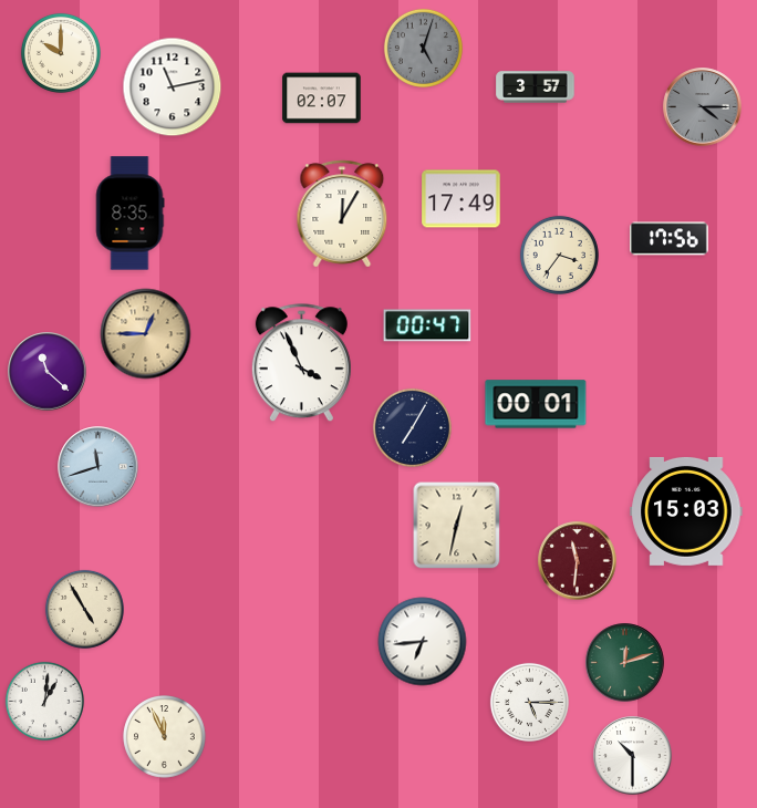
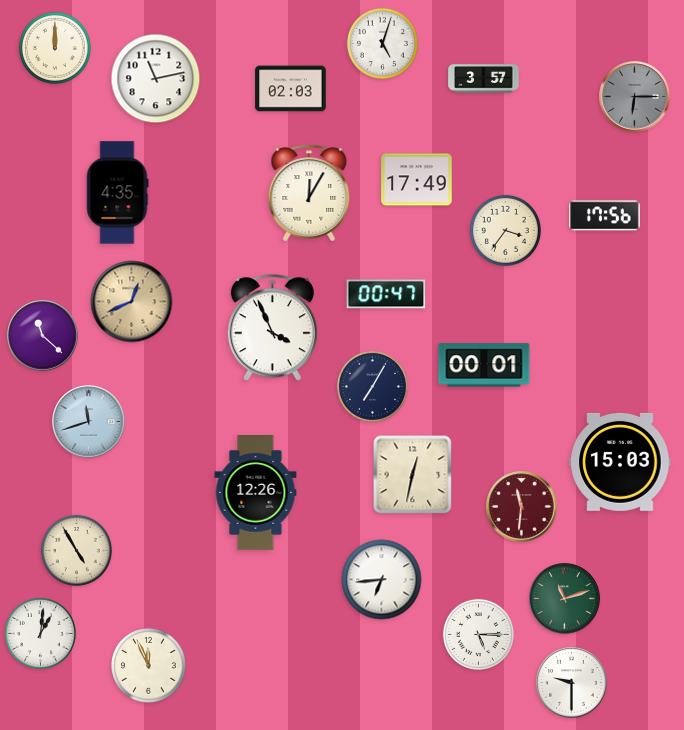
clock at (423, 48) dial: grey -> white
clock at (61, 53): 10:00 -> 12:00
clock at (322, 99): 02:07 -> 02:03
clock at (703, 107): 4:15 -> 6:15
clock at (129, 214): 8:35 -> 4:35
clock at (146, 334): 12:45 -> 12:41
clock at (256, 493): none -> 12:26
clock at (625, 663): 12:12 -> 11:12
clock at (633, 756): 10:30 -> 9:30
